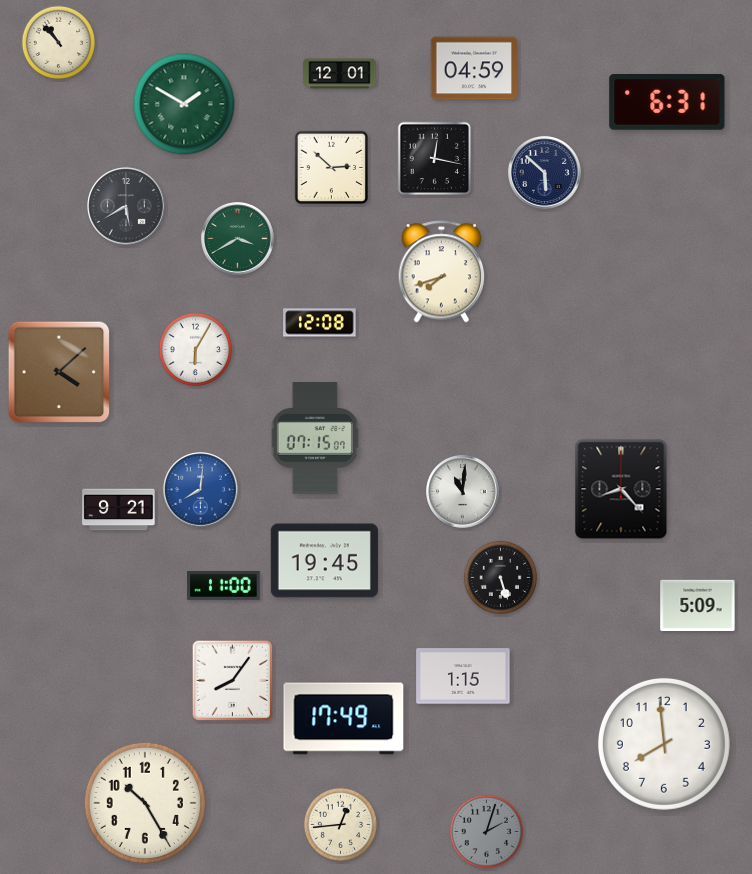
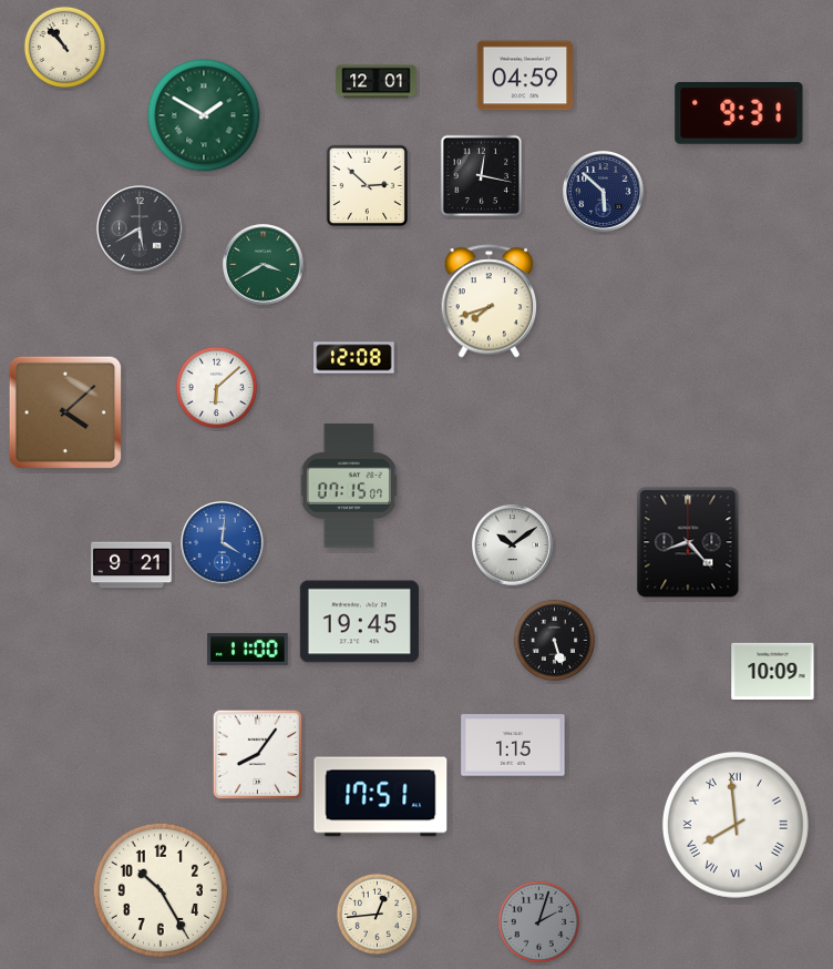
clock at (667, 103): 6:31 -> 9:31
clock at (195, 349): 6:05 -> 6:08
clock at (201, 490): 8:01 -> 4:01
clock at (463, 492): 11:01 -> 10:09
clock at (698, 605): 5:09 -> 10:09
clock at (463, 676) position: (463, 676) -> (513, 745)
clock at (344, 719): 17:49 -> 17:51
clock at (664, 744) numerals: Arabic -> Roman
